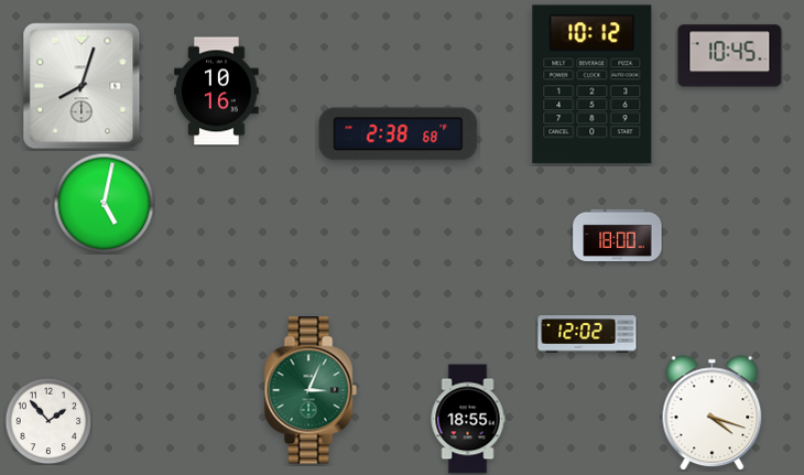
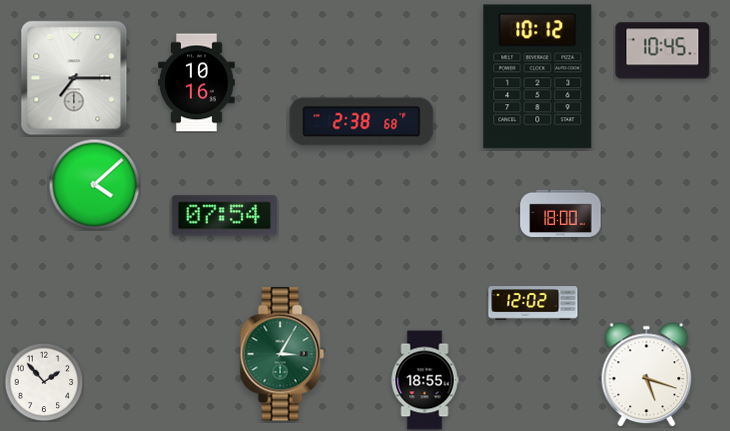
clock at (82, 86): 8:03 -> 7:15
clock at (104, 203): 5:02 -> 4:08
clock at (225, 216): none -> 07:54
clock at (311, 390): 3:04 -> 3:05
clock at (713, 413): 4:18 -> 5:18
